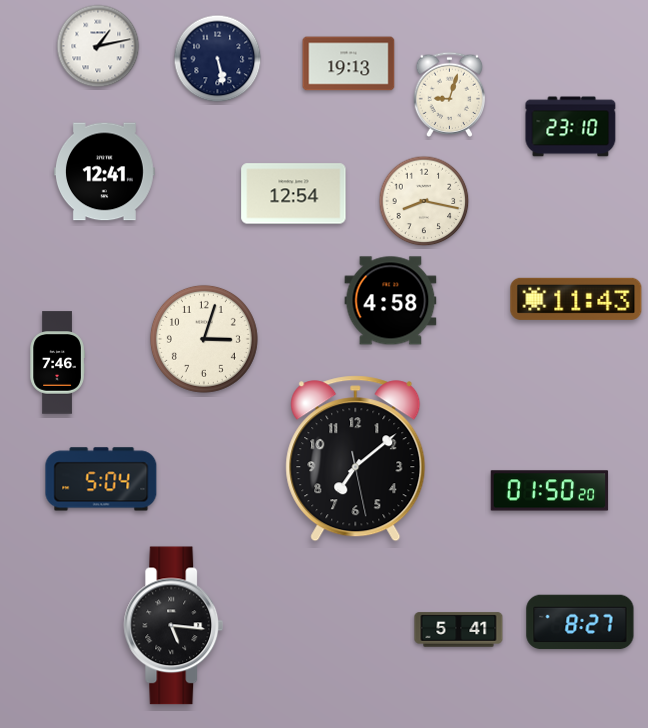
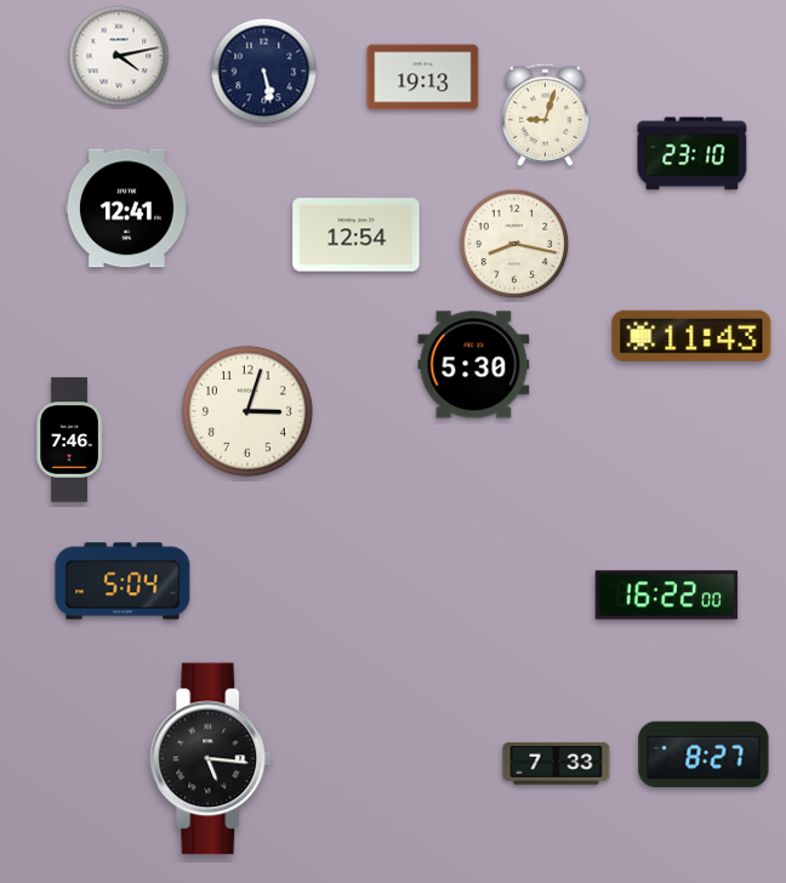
clock at (98, 46): 1:13 -> 4:13
clock at (576, 299) position: (576, 299) -> (691, 336)
clock at (391, 301): 4:58 -> 5:30
clock at (356, 459): 7:08 -> none
clock at (550, 491): 01:50 -> 16:22
clock at (459, 630): 5:41 -> 7:33
